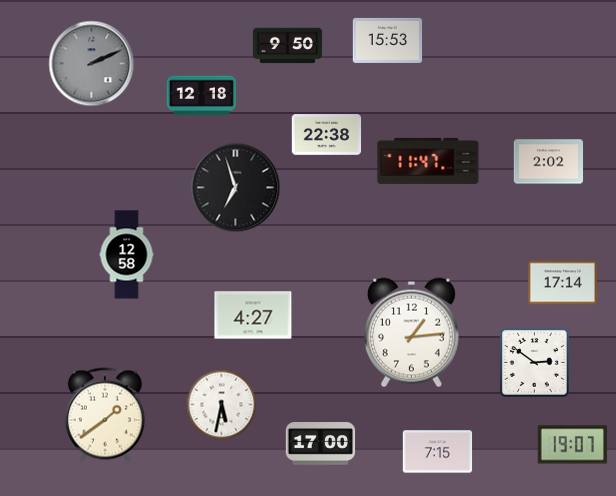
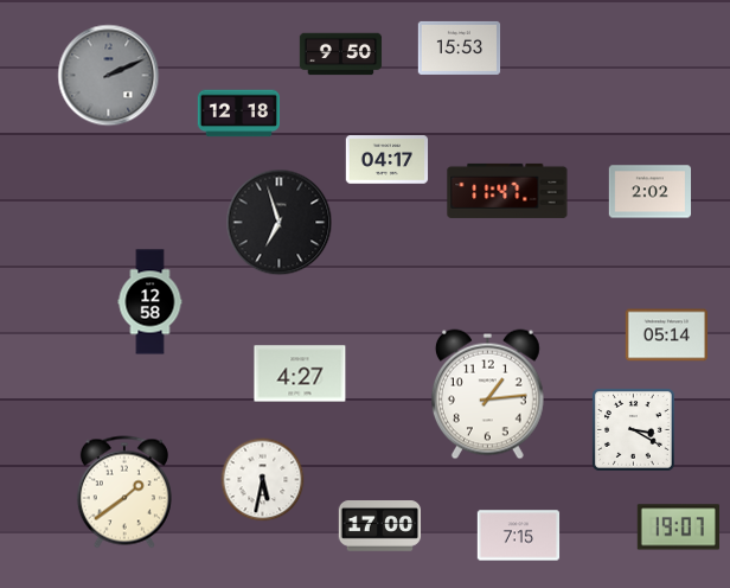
clock at (327, 135): 22:38 -> 04:17
clock at (562, 283): 17:14 -> 05:14
clock at (535, 363): 2:51 -> 3:20
